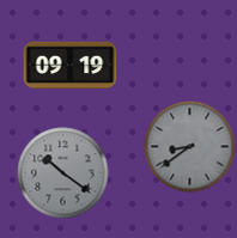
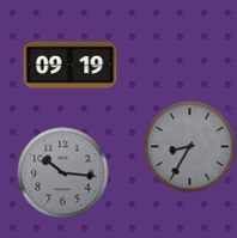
clock at (190, 147): 8:39 -> 8:35
clock at (63, 173): 10:21 -> 10:16
